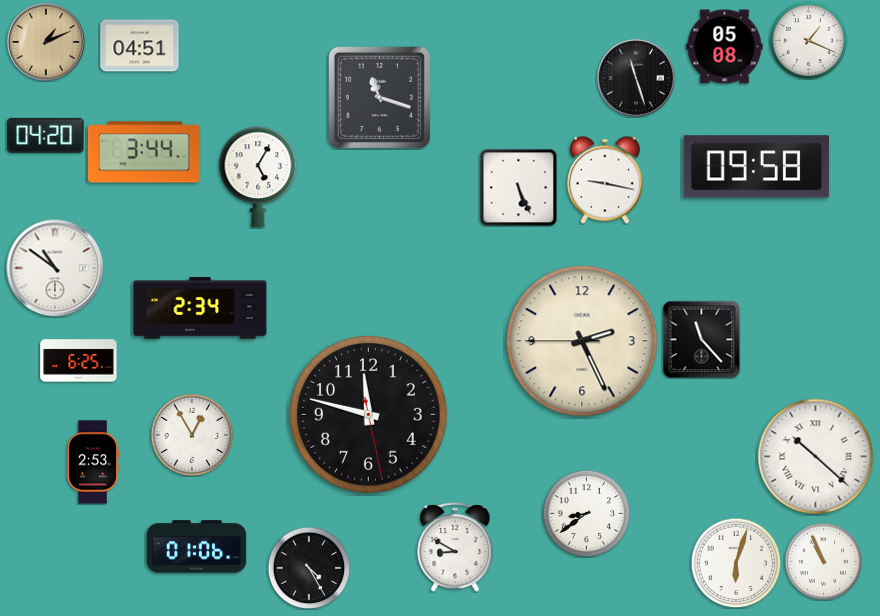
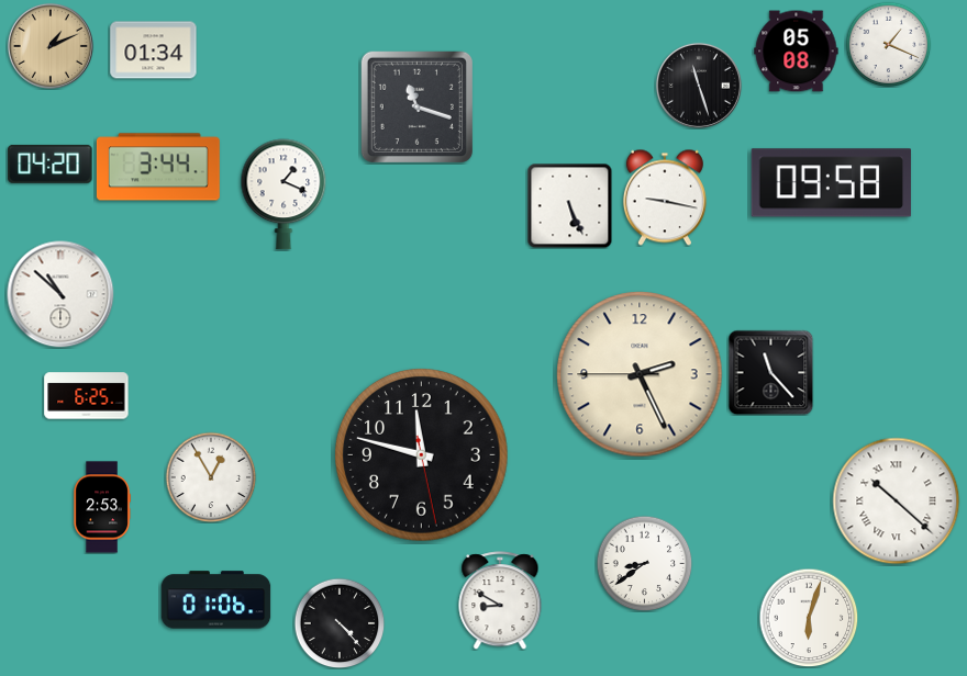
clock at (140, 46): 04:51 -> 01:34
clock at (46, 135) position: (46, 135) -> (51, 164)
clock at (258, 177): 5:05 -> 1:19
clock at (55, 268): 10:51 -> 10:52
clock at (200, 308): 2:34 -> none
clock at (369, 415) position: (369, 415) -> (422, 455)
clock at (823, 561): 10:56 -> none
clock at (309, 568): 4:25 -> 4:23
